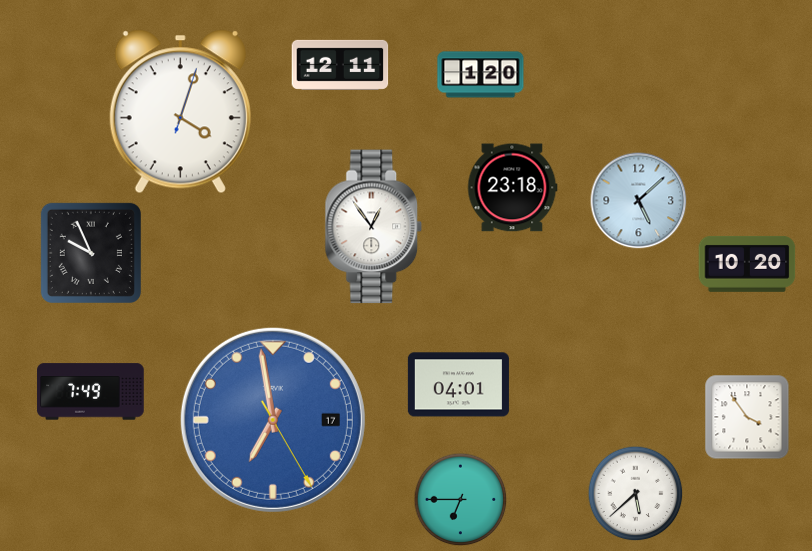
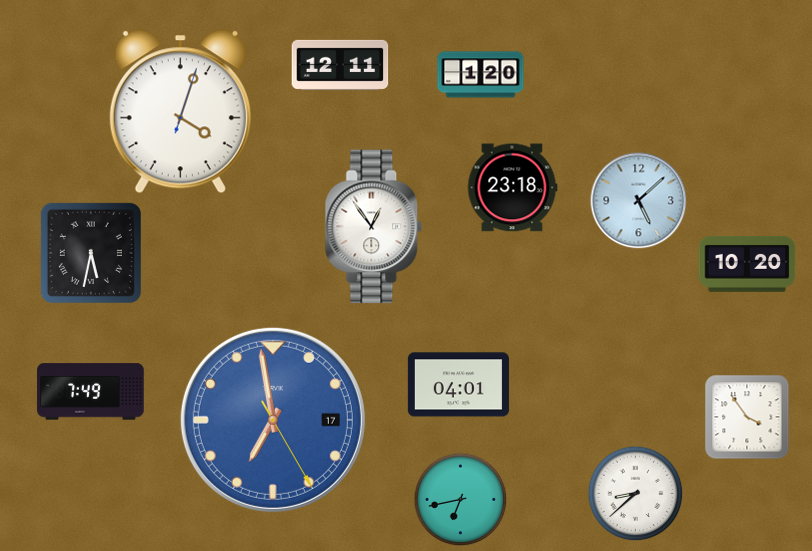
clock at (91, 253): 9:56 -> 5:32
clock at (636, 494): 5:38 -> 8:38
clock at (461, 500): 6:45 -> 6:43
